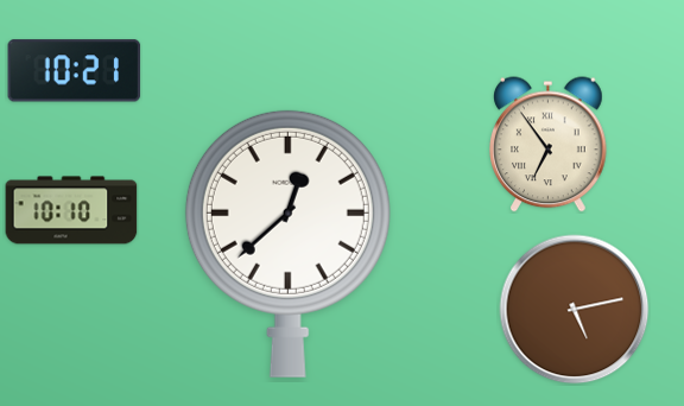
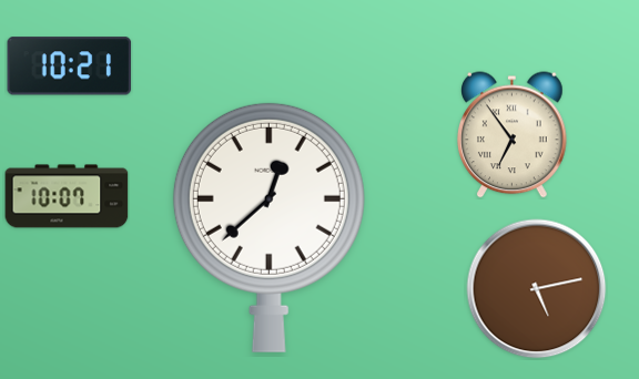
clock at (71, 210): 10:10 -> 10:07
